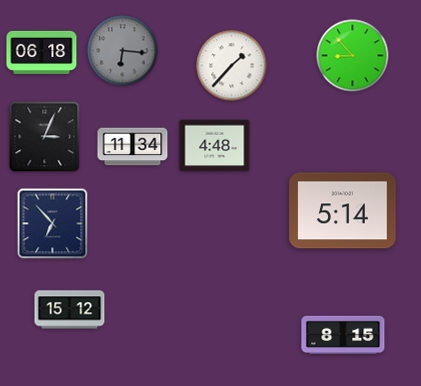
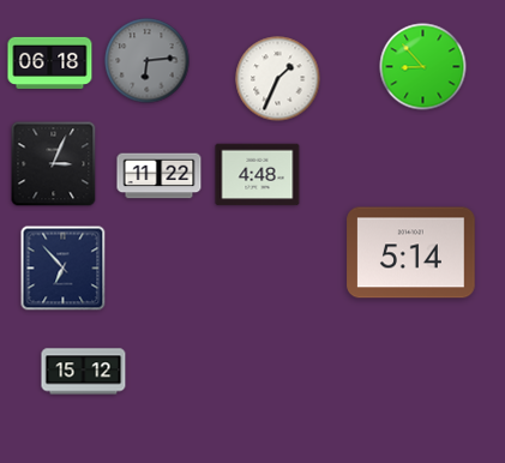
clock at (123, 51): 6:16 -> 6:14
clock at (232, 66): 1:37 -> 1:34
clock at (133, 147): 11:34 -> 11:22
clock at (343, 335): 8:15 -> none
